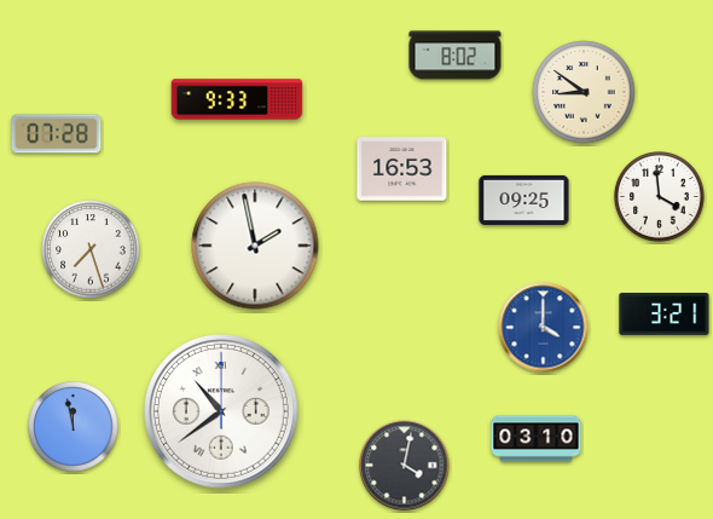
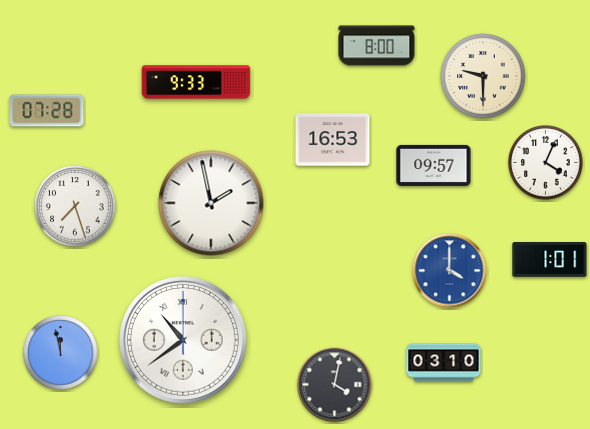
clock at (456, 56): 8:02 -> 8:00
clock at (584, 92): 8:51 -> 9:30
clock at (660, 197): 3:59 -> 4:04
clock at (524, 200): 09:25 -> 09:57
clock at (665, 315): 3:21 -> 1:01
